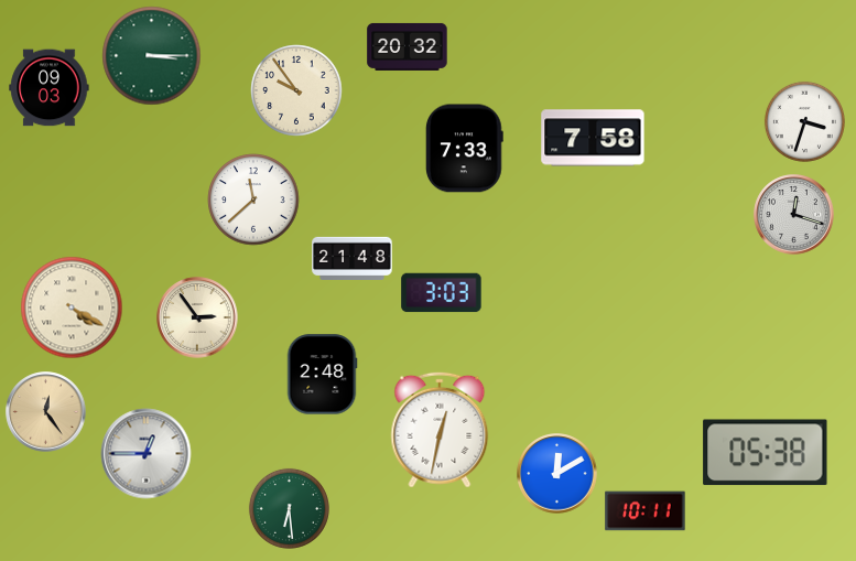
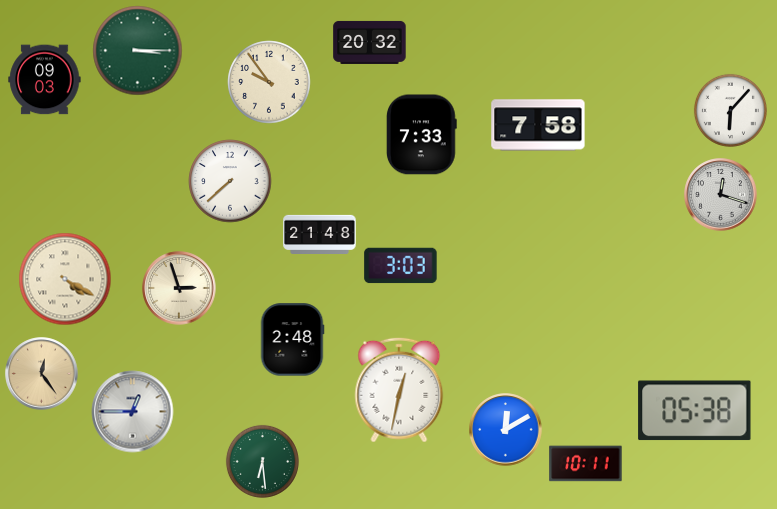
clock at (804, 121): 3:33 -> 6:07
clock at (253, 199): 11:38 -> 7:38
clock at (197, 317): 2:54 -> 2:57
